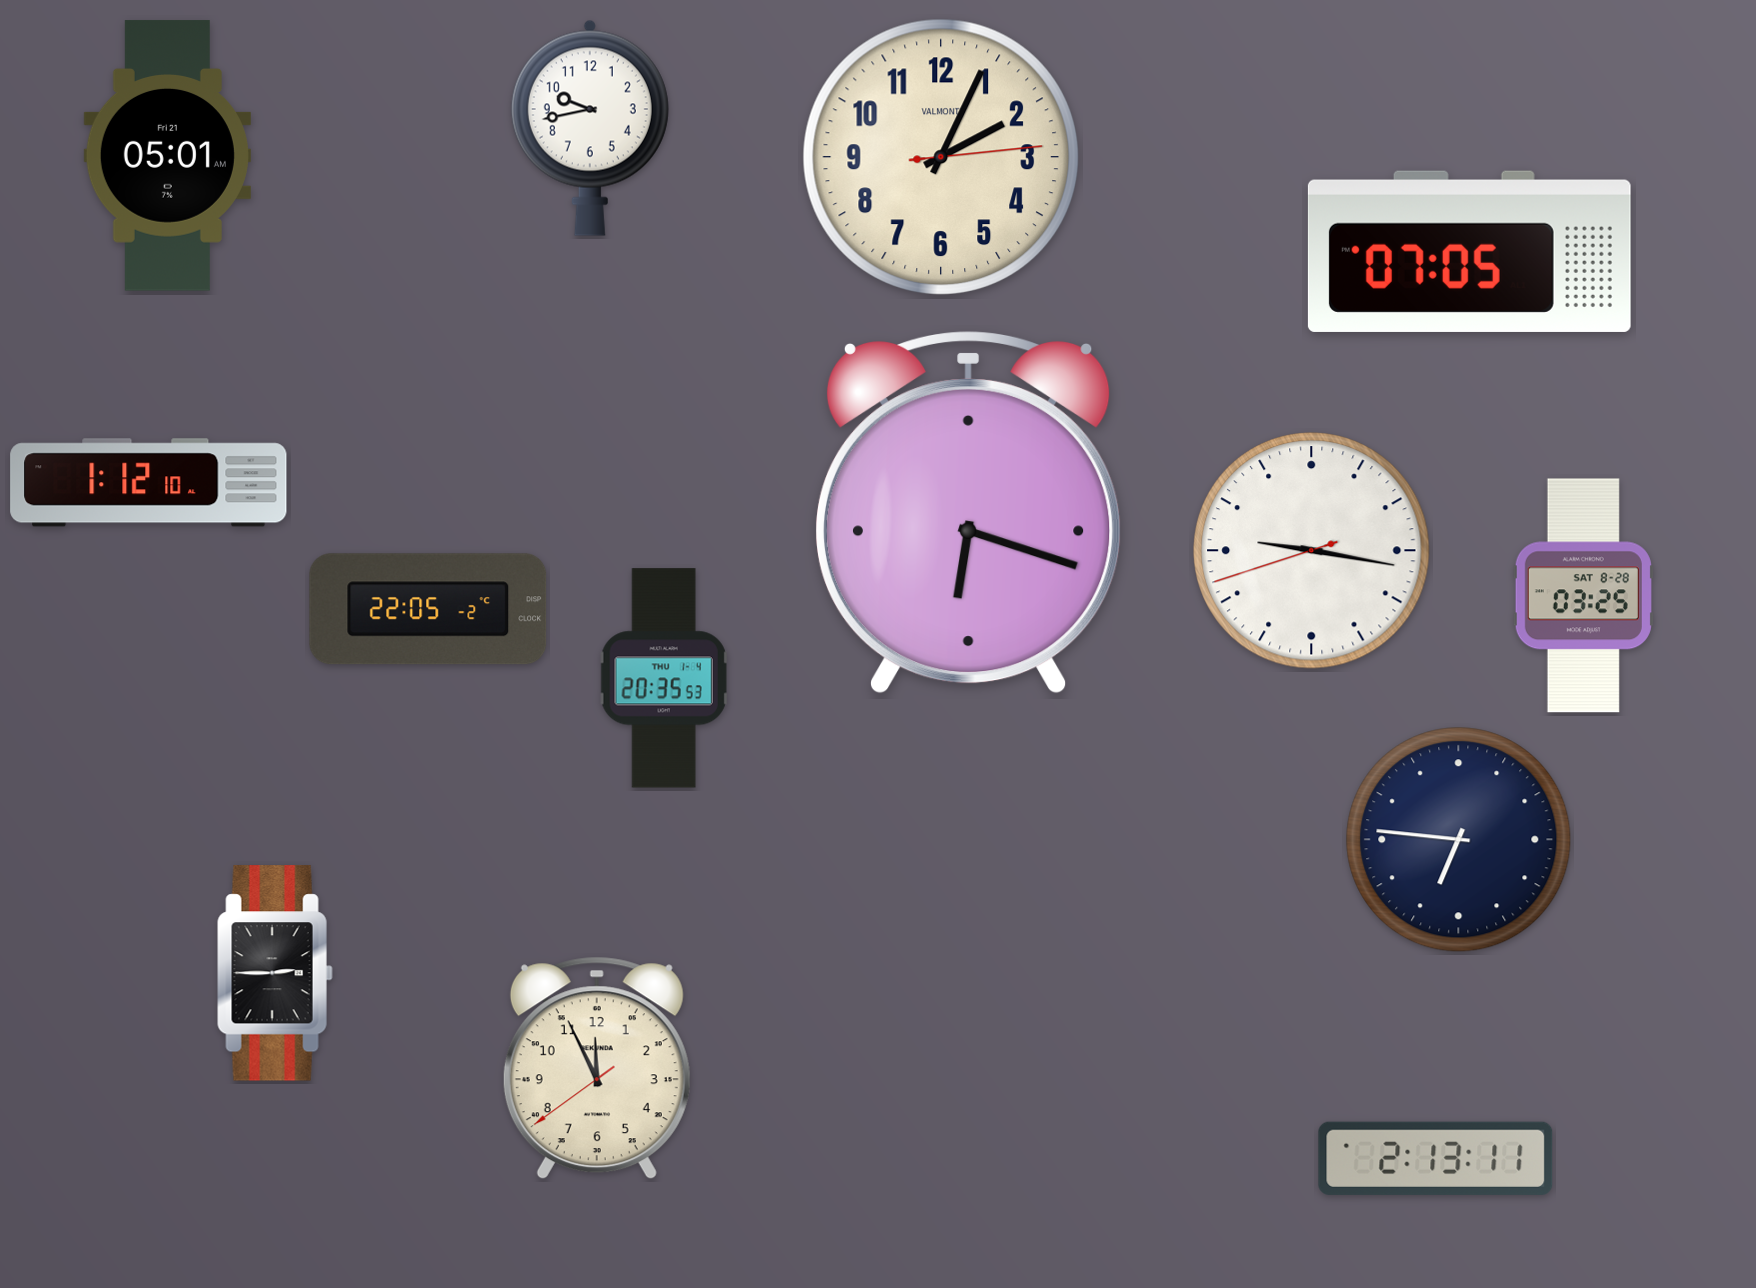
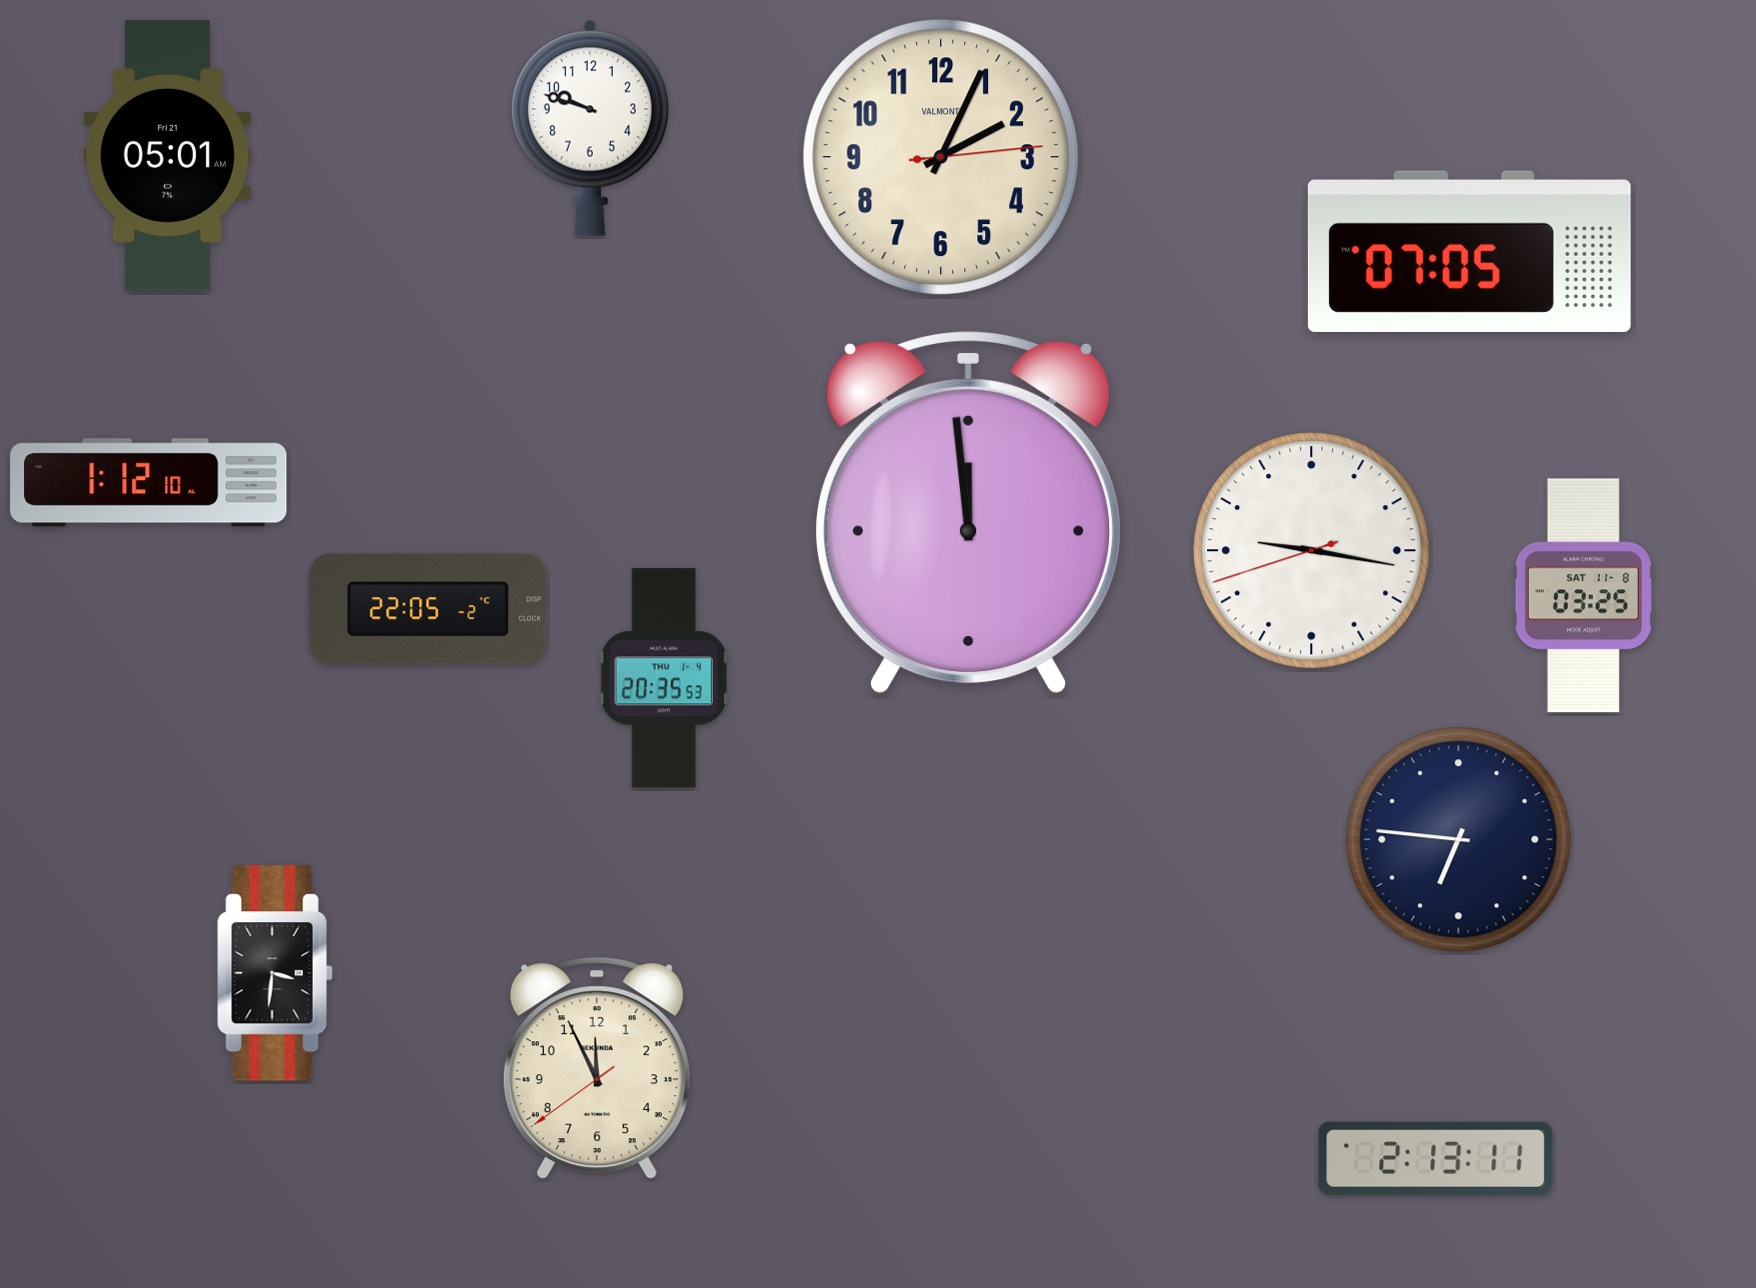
clock at (590, 128): 9:43 -> 9:48
clock at (968, 512): 6:18 -> 11:59
clock at (1583, 596) date: SAT 8-28 -> SAT 11-8
clock at (275, 973): 2:45 -> 3:31
